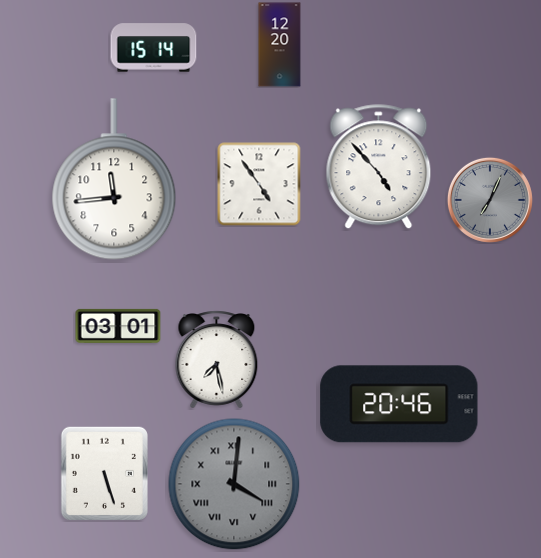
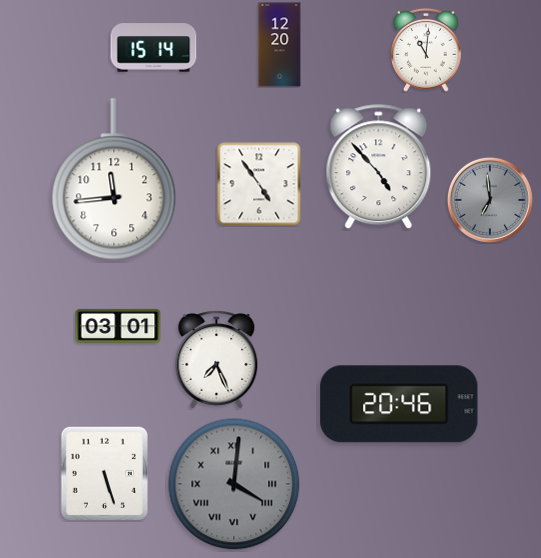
clock at (426, 50): none -> 11:01
clock at (490, 200): 7:04 -> 6:59
clock at (217, 360): 7:28 -> 7:26
